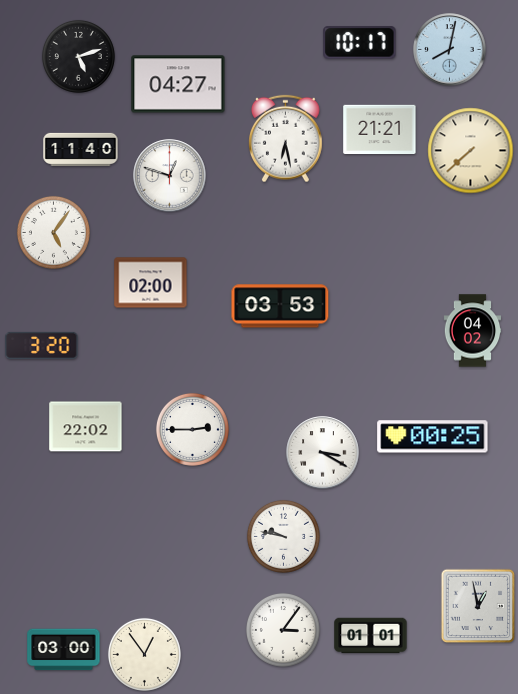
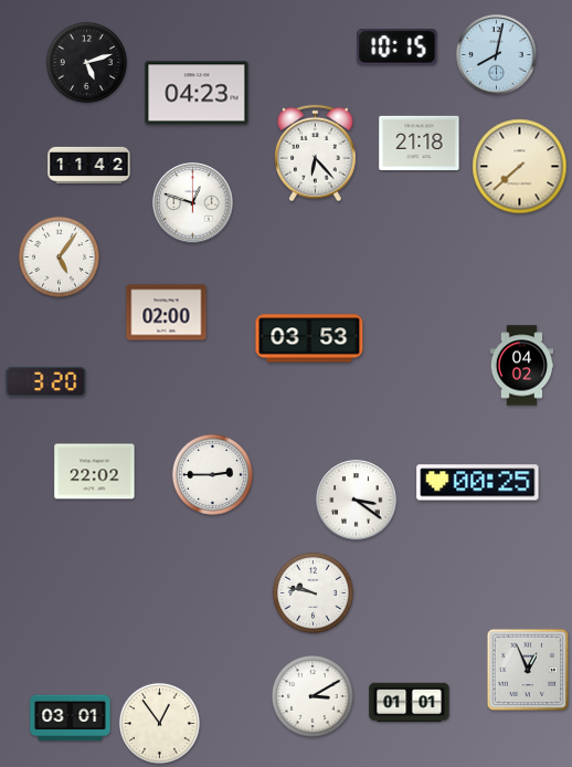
clock at (360, 43): 10:17 -> 10:15
clock at (178, 84): 04:27 -> 04:23
clock at (380, 130): 21:21 -> 21:18
clock at (286, 139): 6:28 -> 6:23
clock at (81, 149): 11:40 -> 11:42
clock at (170, 176) position: (170, 176) -> (193, 203)
clock at (323, 453): 3:20 -> 3:21
clock at (478, 606): 12:58 -> 12:56
clock at (283, 630): 3:06 -> 3:10
clock at (64, 650): 03:00 -> 03:01
